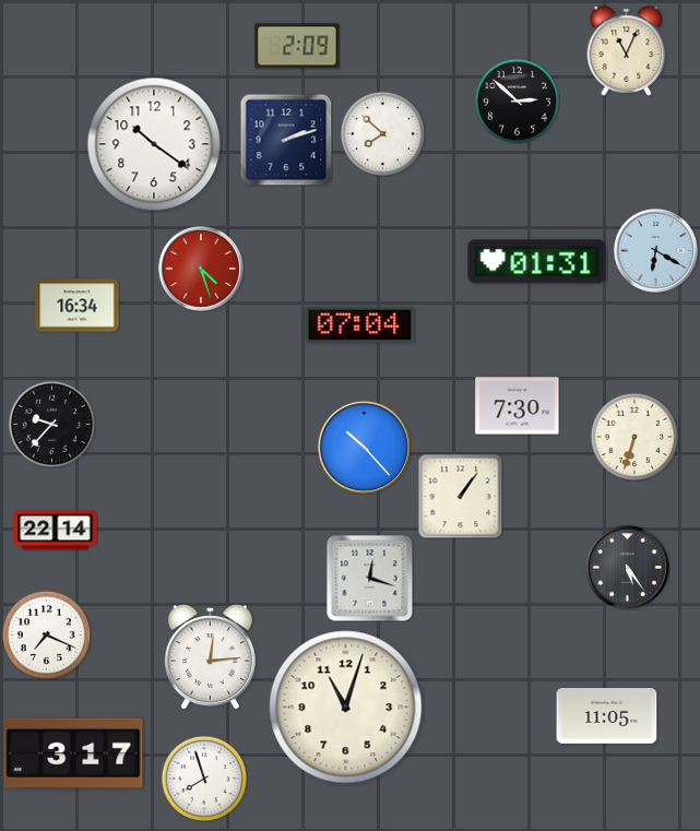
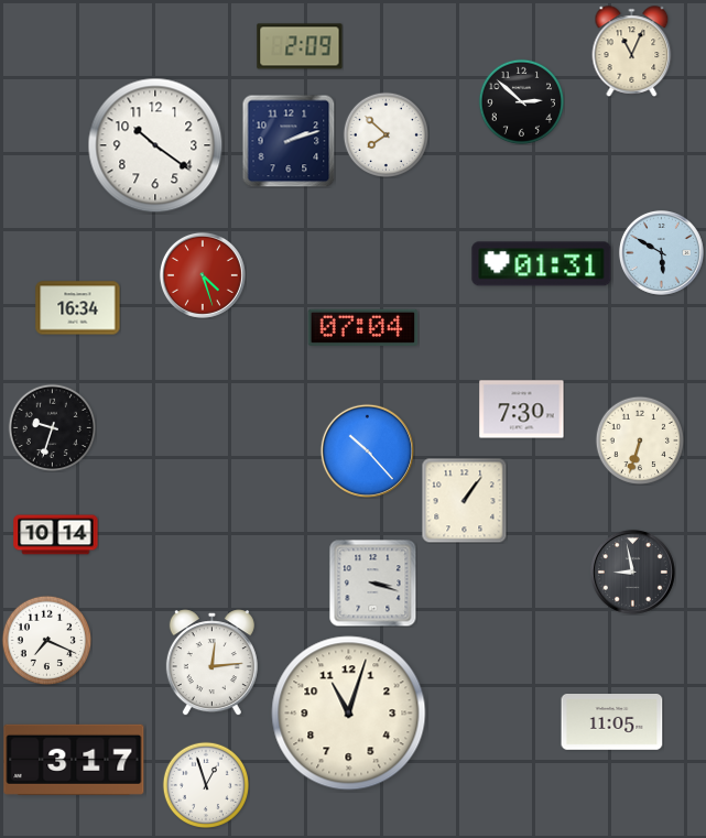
clock at (655, 250): 6:20 -> 5:50
clock at (201, 269) position: (201, 269) -> (203, 275)
clock at (51, 424): 9:37 -> 9:33
clock at (56, 531): 22:14 -> 10:14
clock at (627, 567): 5:24 -> 8:58
clock at (369, 578): 12:18 -> 3:18
clock at (203, 777): 7:57 -> 12:57
